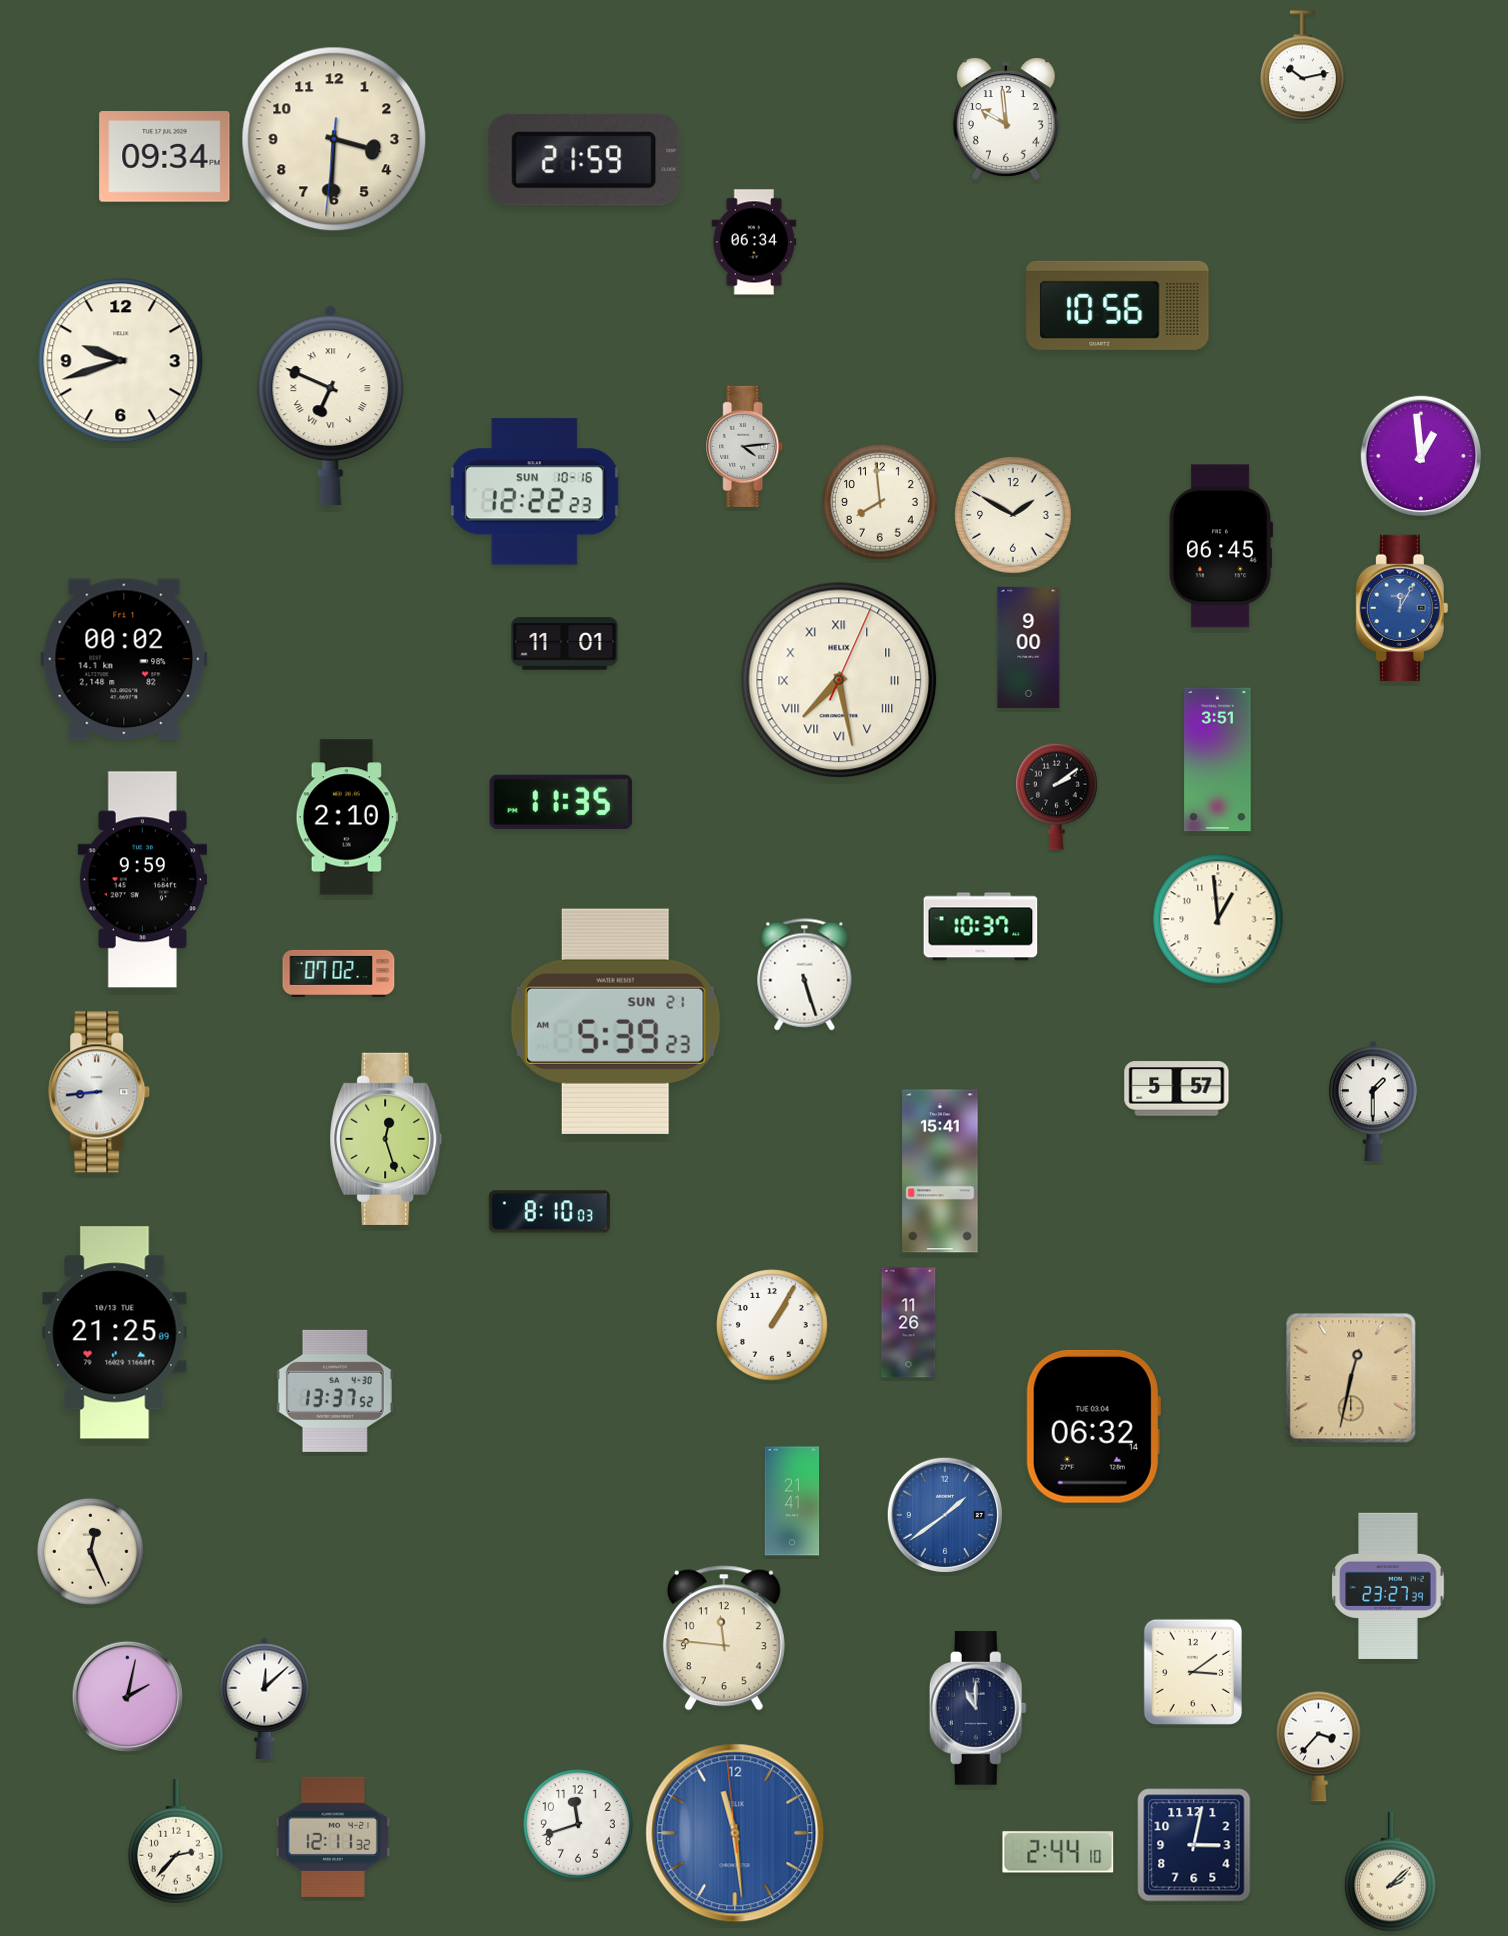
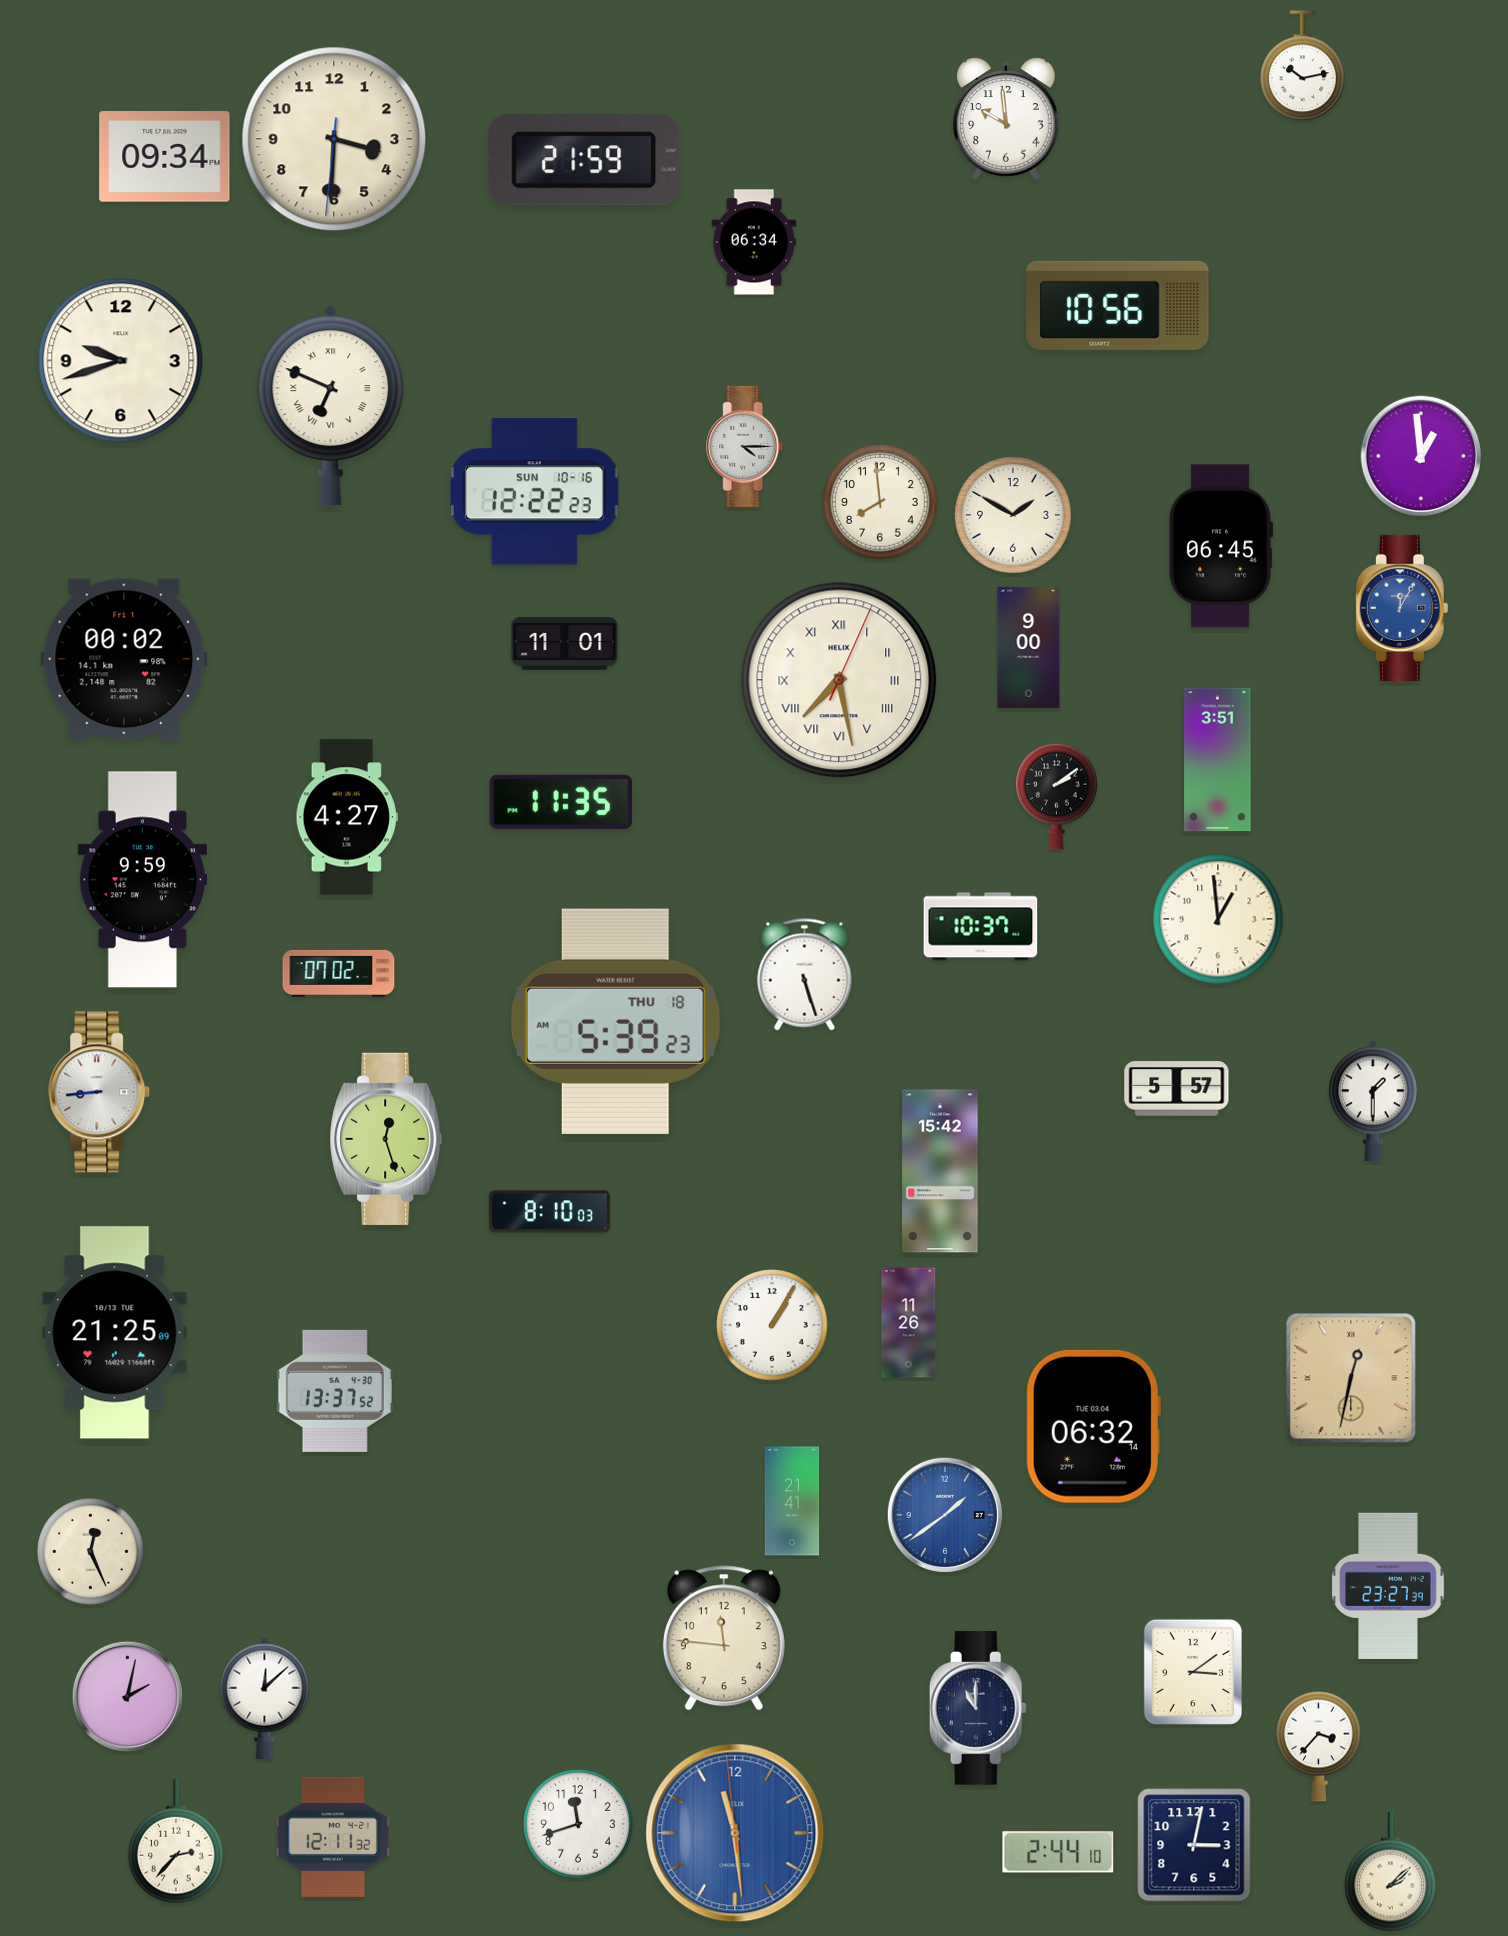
clock at (745, 446): 4:14 -> 4:15
clock at (347, 817): 2:10 -> 4:27
clock at (615, 1021) date: SUN 21 -> THU 18
clock at (940, 1171): 15:41 -> 15:42
